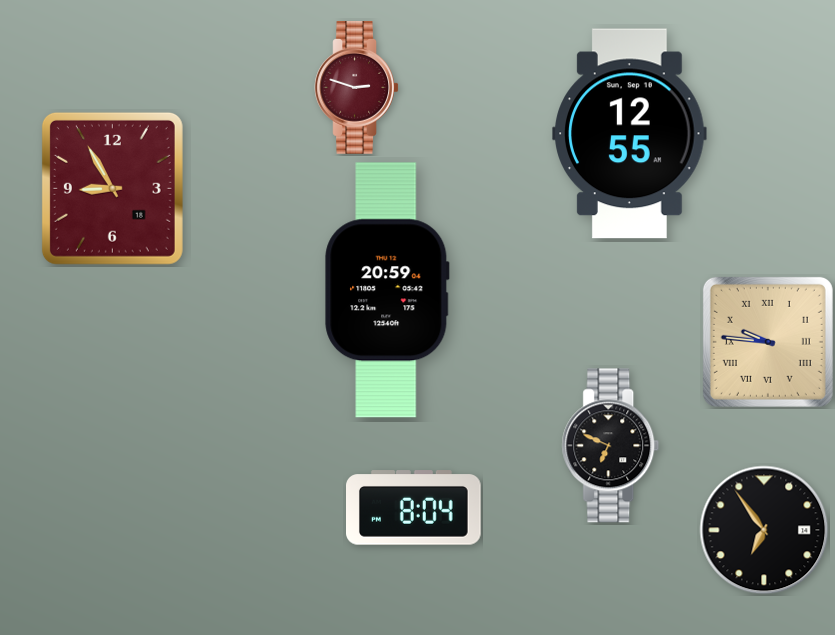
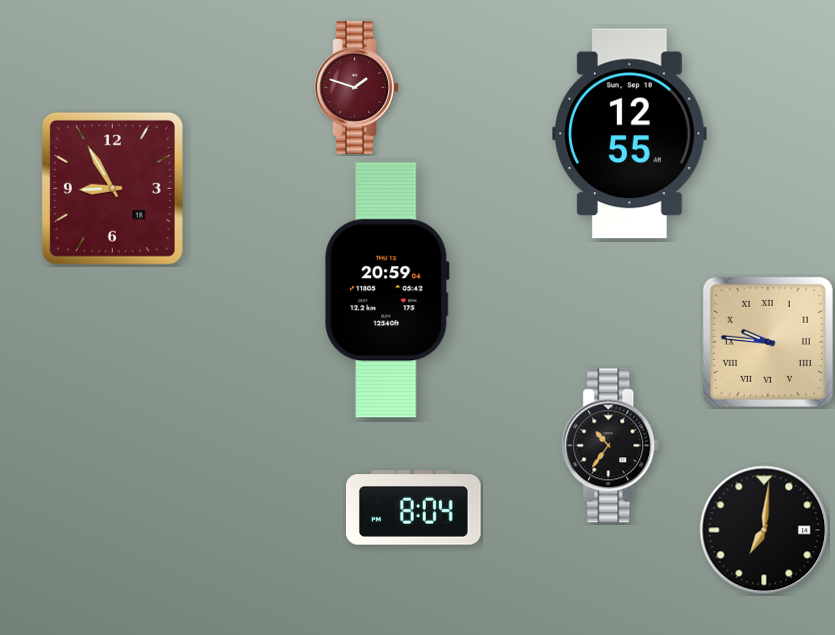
clock at (357, 88): 2:48 -> 1:48
clock at (611, 446): 6:49 -> 10:36
clock at (764, 530): 6:54 -> 7:01
